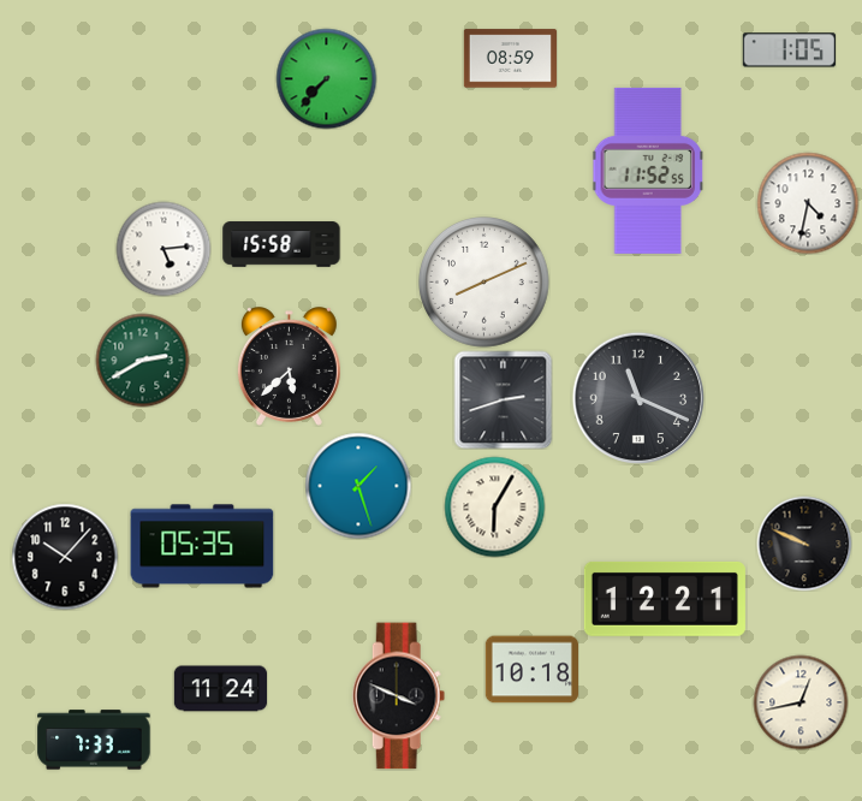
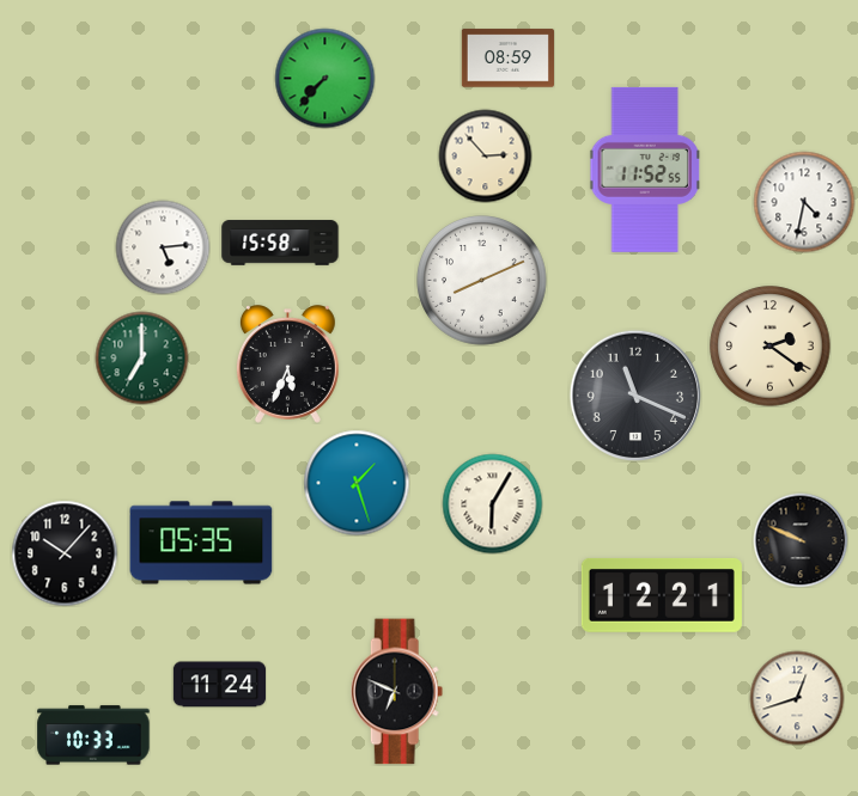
clock at (789, 51): 1:05 -> none
clock at (485, 155): none -> 2:53
clock at (771, 347): none -> 2:21
clock at (142, 360): 2:40 -> 7:00
clock at (289, 367): 5:38 -> 5:34
clock at (503, 399): 2:42 -> none
clock at (531, 670): 10:18 -> none
clock at (399, 696): 3:49 -> 6:49
clock at (801, 702): 12:43 -> 12:42
clock at (94, 740): 7:33 -> 10:33
